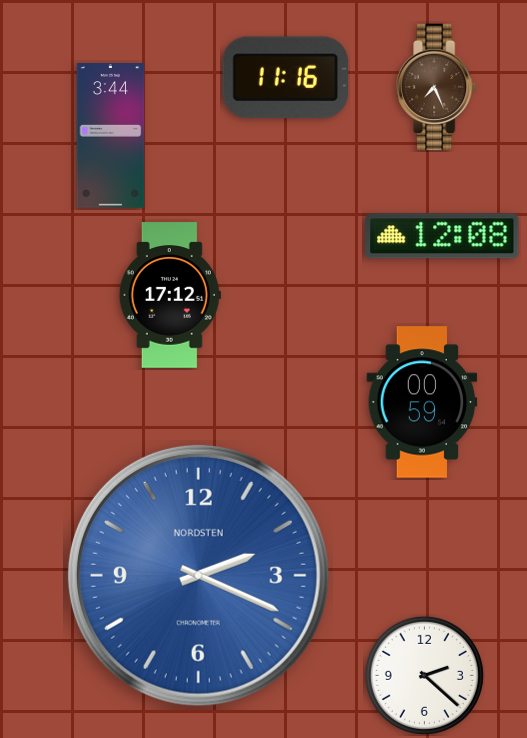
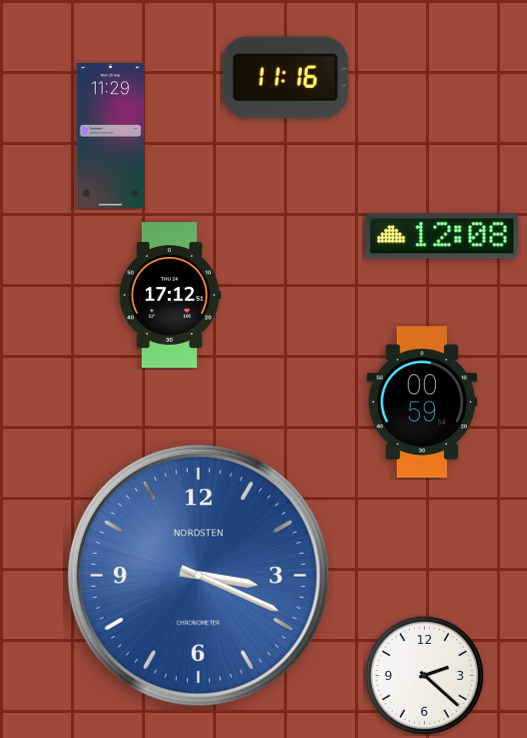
clock at (437, 87): 7:26 -> none
clock at (111, 136): 3:44 -> 11:29
clock at (198, 575): 2:19 -> 3:19
